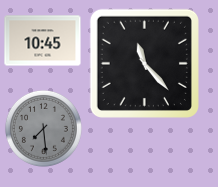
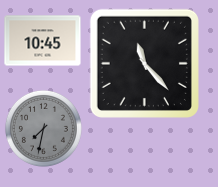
clock at (43, 128): 7:29 -> 7:32
